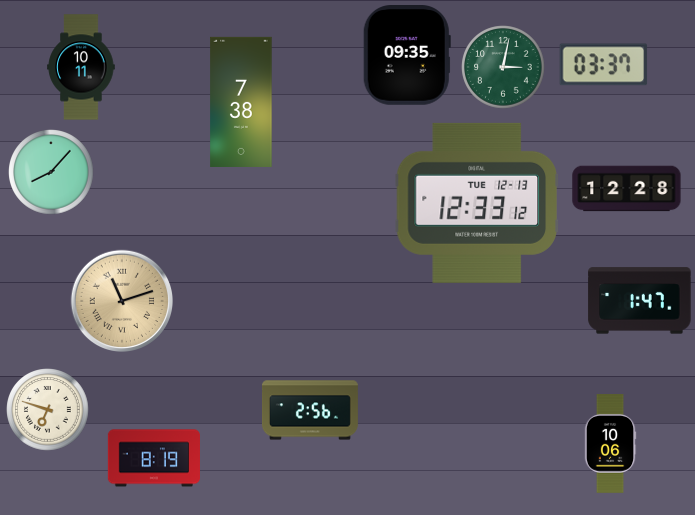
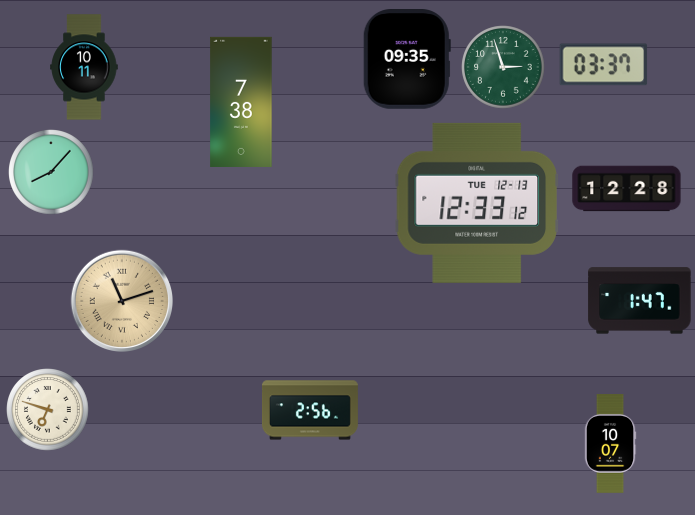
clock at (407, 56) position: (407, 56) -> (407, 60)
clock at (81, 67) position: (81, 67) -> (84, 67)
clock at (503, 67): 3:02 -> 2:57
clock at (610, 444): 10:06 -> 10:07
clock at (154, 458): 8:19 -> none
